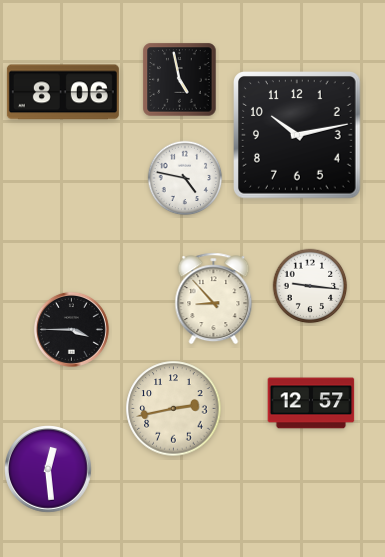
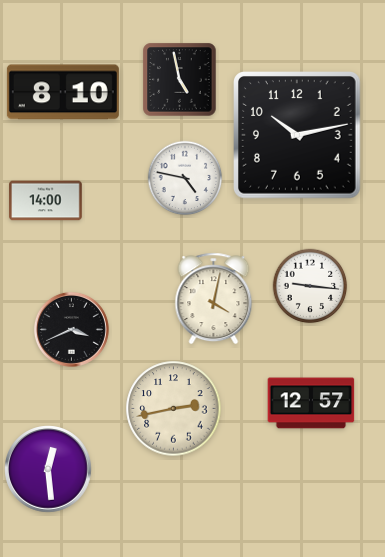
clock at (63, 92): 8:06 -> 8:10
clock at (46, 201): none -> 14:00
clock at (214, 299): 8:53 -> 4:02
clock at (71, 329): 3:45 -> 3:41
